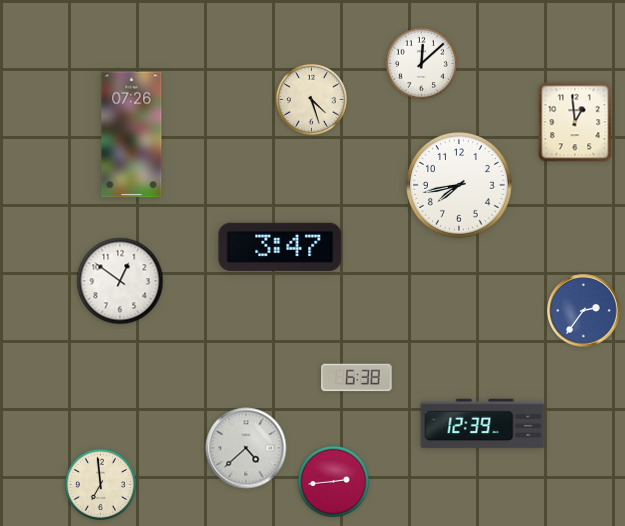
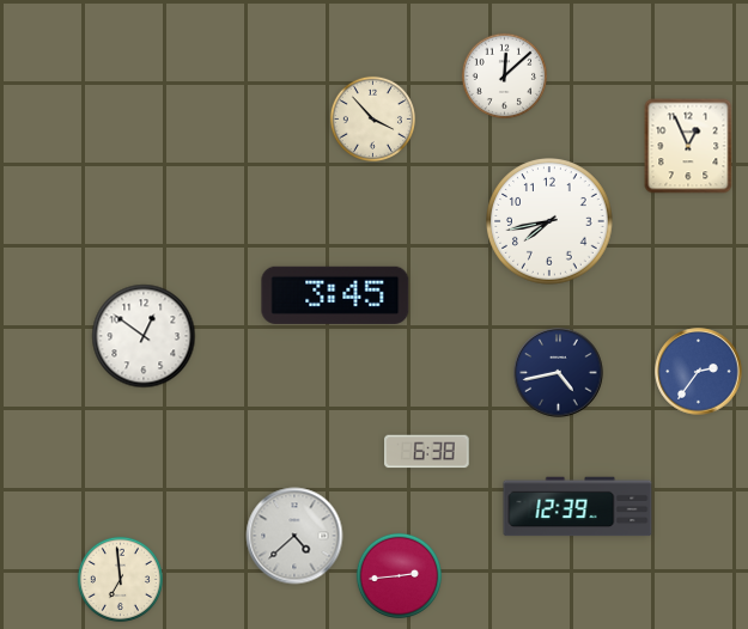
clock at (311, 99): 4:27 -> 3:53
clock at (575, 122): 12:59 -> 12:56
clock at (132, 135): 07:26 -> none
clock at (280, 247): 3:47 -> 3:45
clock at (559, 373): none -> 4:43
